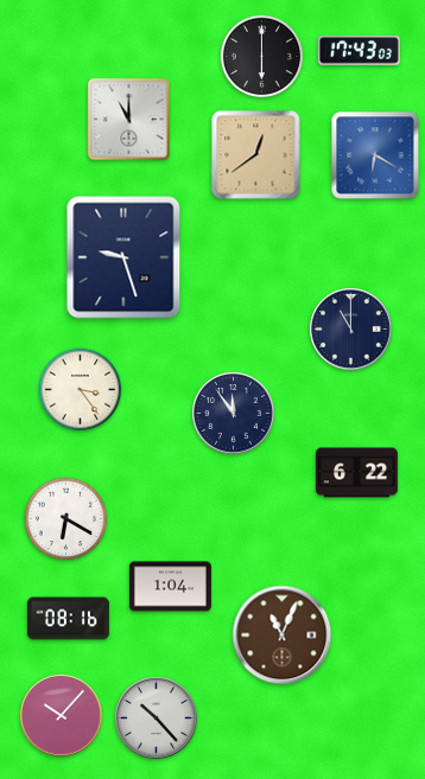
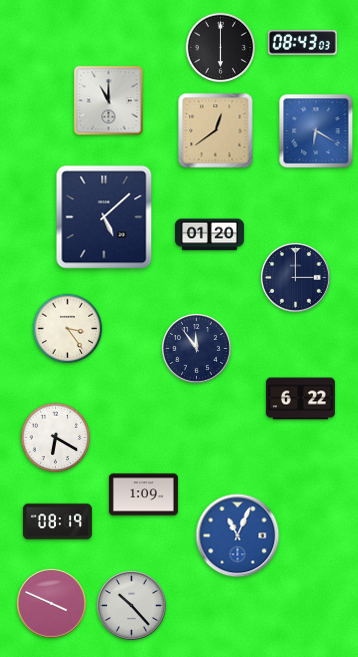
clock at (359, 51): 17:43 -> 08:43
clock at (123, 257): 9:27 -> 5:08
clock at (209, 235): none -> 01:20
clock at (351, 330): 11:00 -> 3:00
clock at (170, 587): 1:04 -> 1:09
clock at (68, 619): 08:16 -> 08:19
clock at (283, 636) dial: brown -> blue
clock at (62, 716): 10:07 -> 3:49
